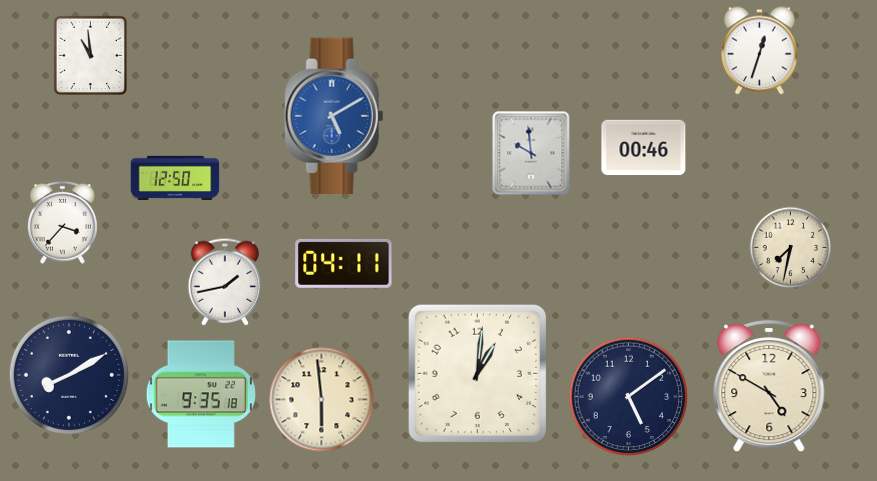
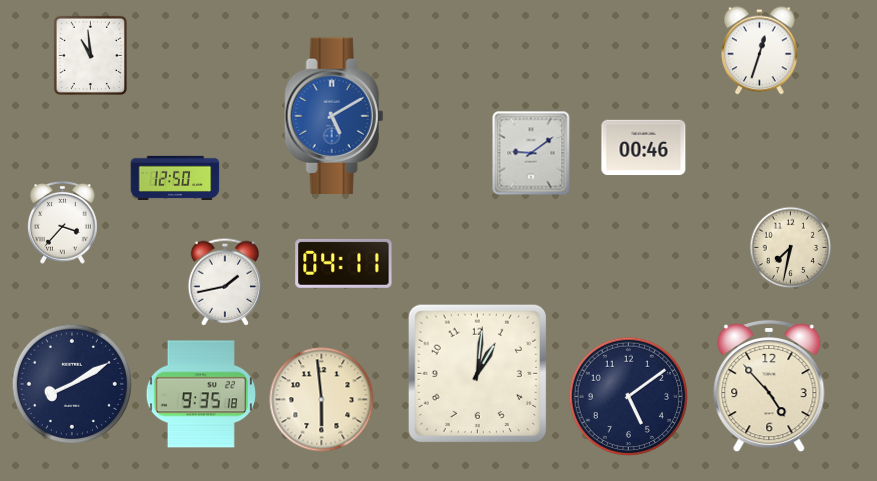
clock at (531, 153): 9:59 -> 9:09
clock at (69, 375) position: (69, 375) -> (72, 384)
clock at (769, 386): 4:50 -> 4:53
